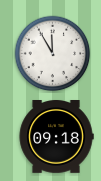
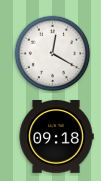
clock at (53, 54): 11:55 -> 12:20
